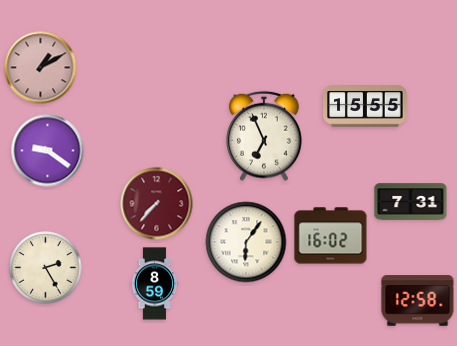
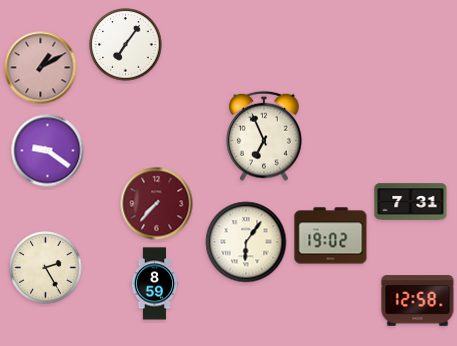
clock at (126, 45): none -> 7:06
clock at (365, 106): 15:55 -> none
clock at (331, 236): 16:02 -> 19:02
